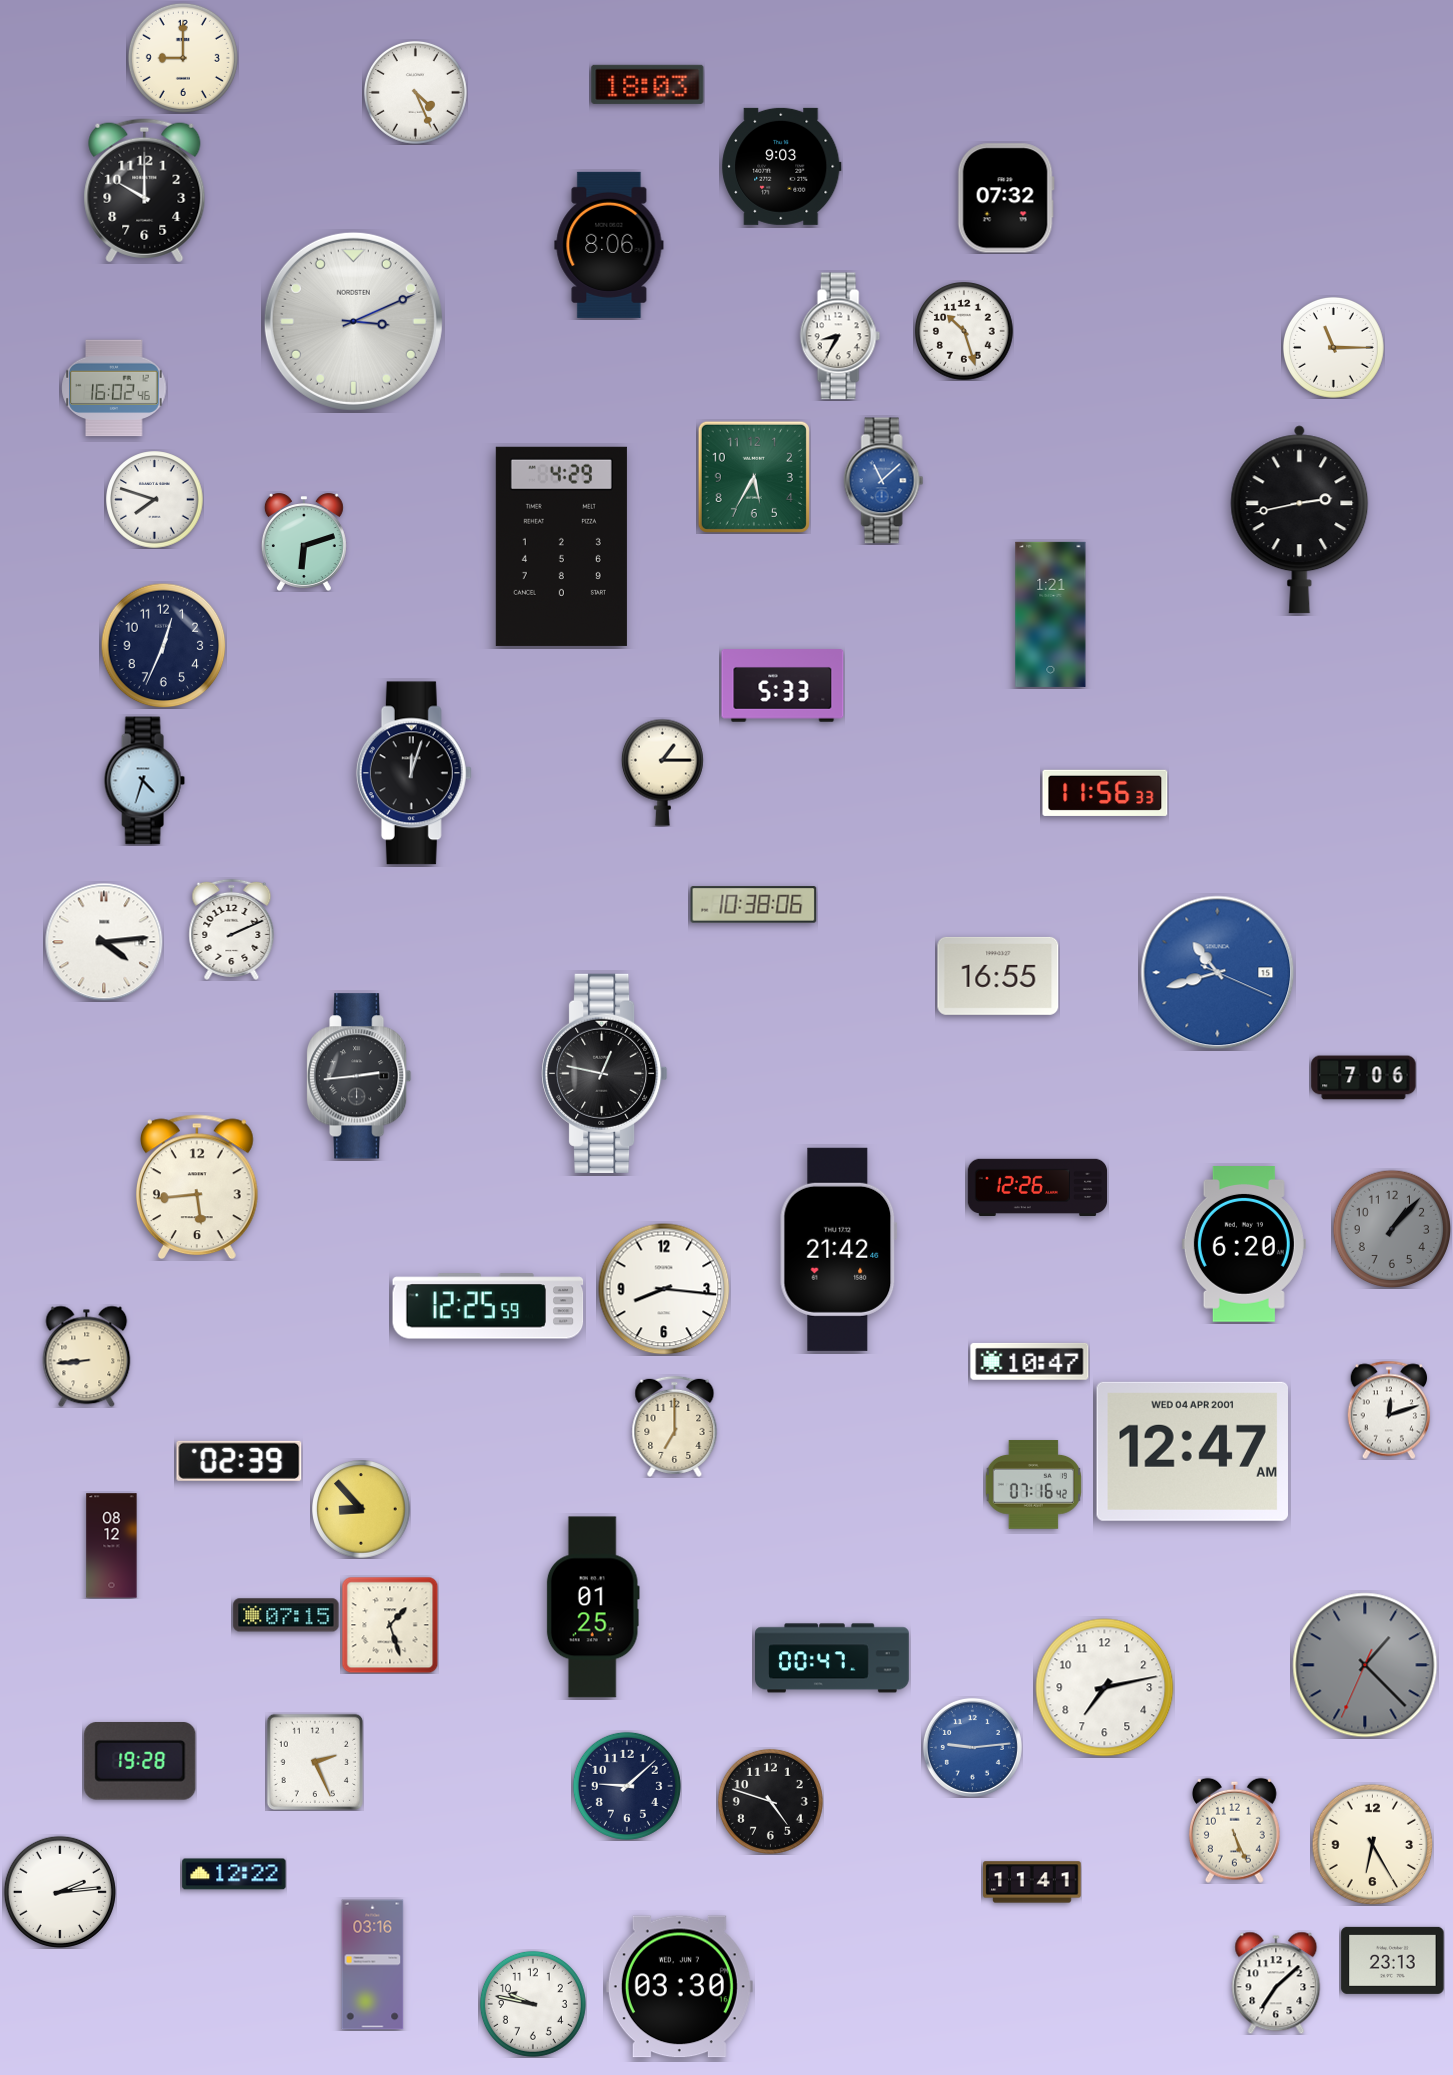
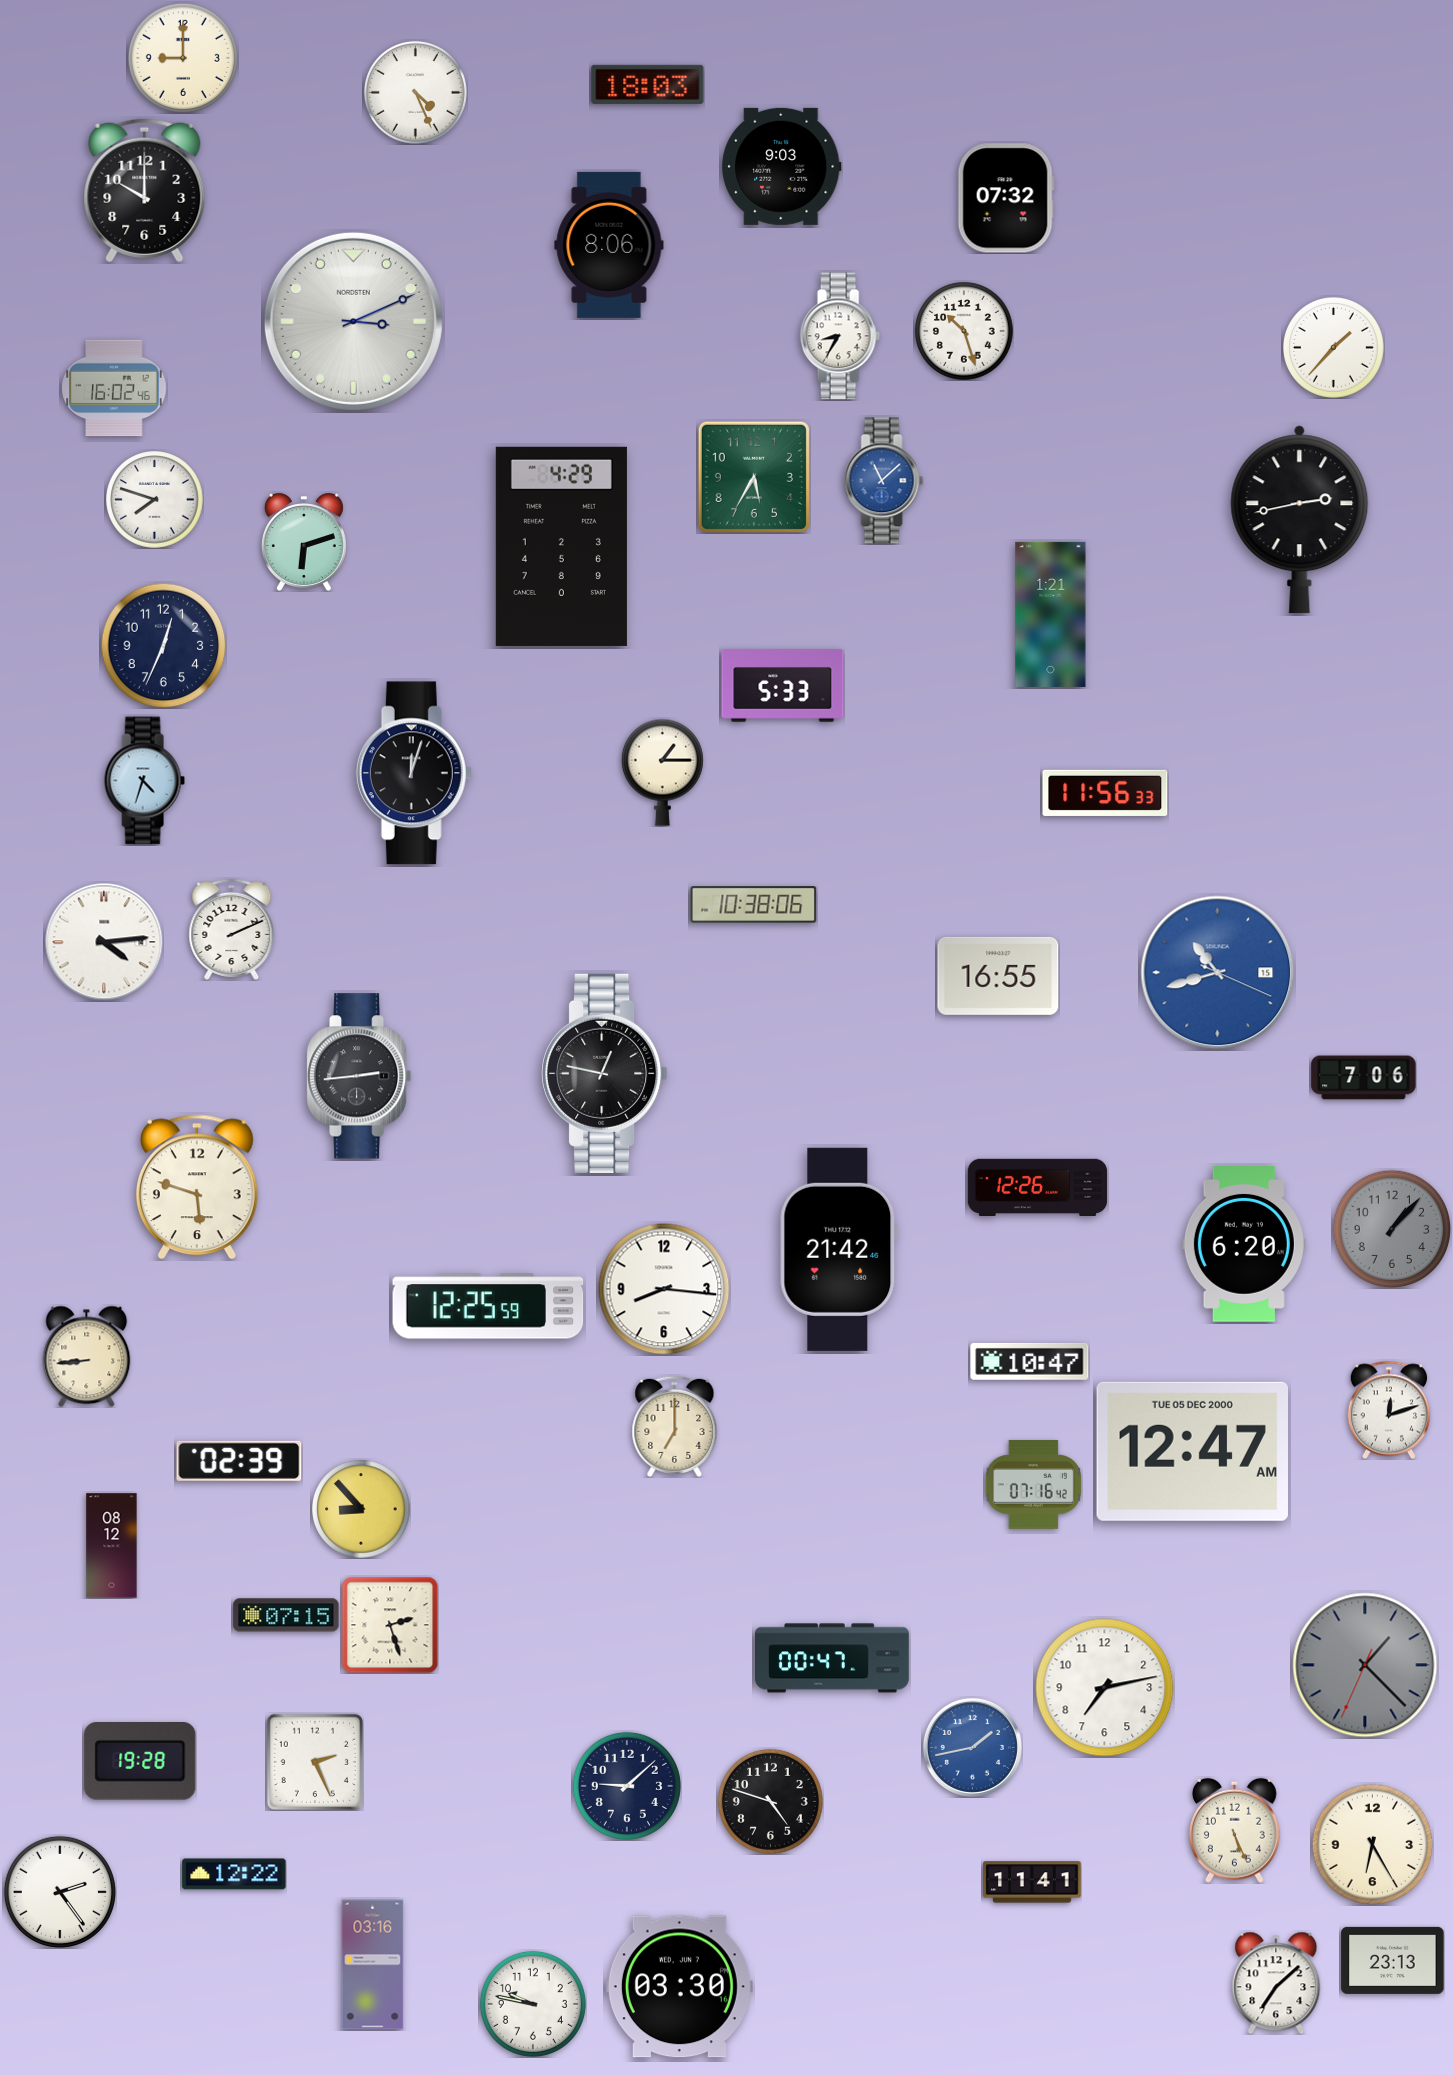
clock at (1333, 347): 11:15 -> 1:37
clock at (198, 1187): 5:44 -> 5:48
clock at (1192, 1451) date: WED 04 APR 2001 -> TUE 05 DEC 2000
clock at (593, 1607): 01:25 -> none
clock at (390, 1625): 1:27 -> 2:27
clock at (972, 1747): 9:14 -> 1:43
clock at (60, 1892): 2:14 -> 2:24
